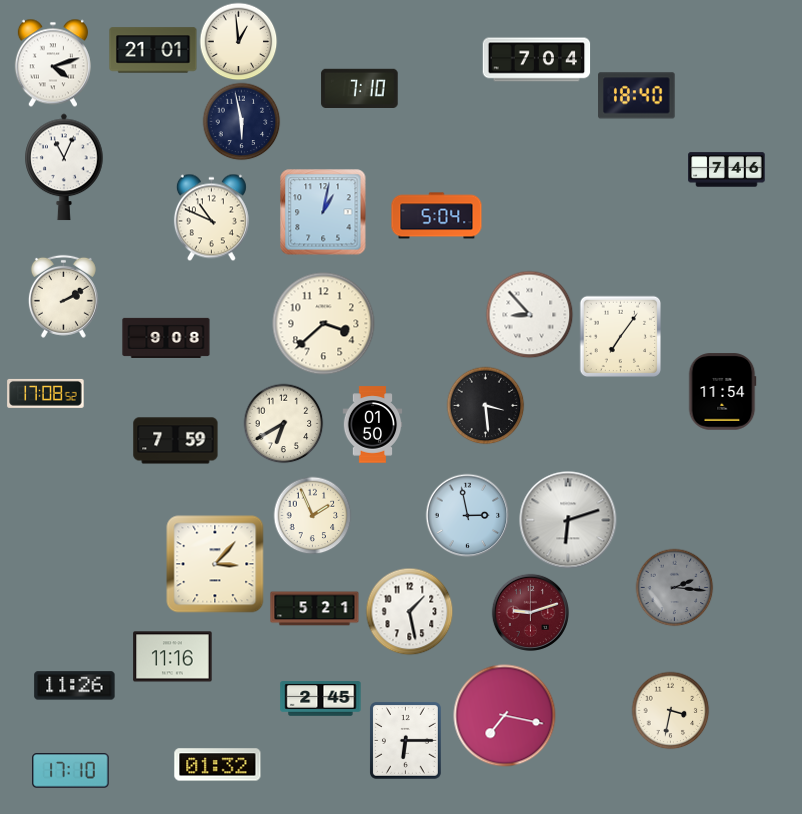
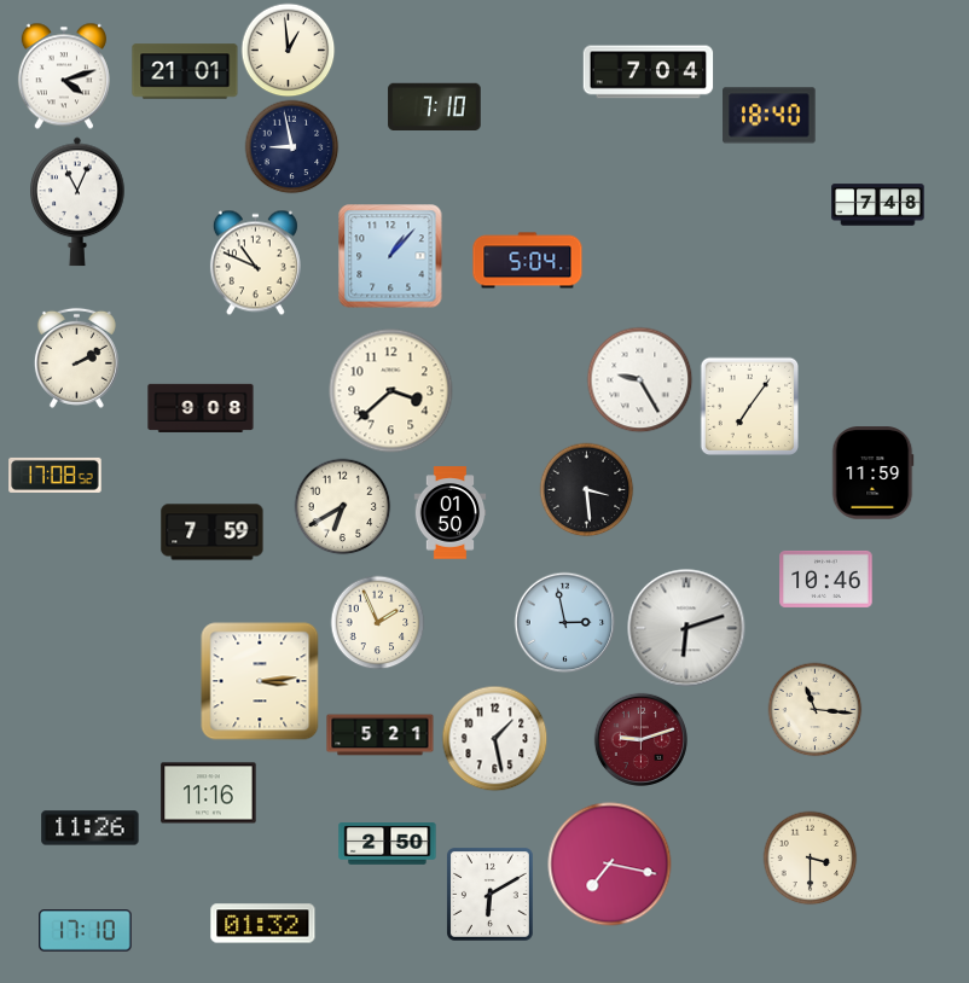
clock at (153, 50) position: (153, 50) -> (185, 71)
clock at (241, 121): 5:58 -> 8:58
clock at (727, 170): 7:46 -> 7:48
clock at (323, 212): 1:02 -> 1:07
clock at (529, 314): 8:53 -> 9:25
clock at (722, 392): 11:54 -> 11:59
clock at (283, 423) position: (283, 423) -> (342, 506)
clock at (826, 578): none -> 10:46
clock at (215, 564): 3:07 -> 3:14
clock at (674, 587): 2:16 -> 11:16
clock at (674, 587) dial: grey -> cream
clock at (321, 699): 2:45 -> 2:50
clock at (670, 710): 3:32 -> 3:30
clock at (406, 741): 6:15 -> 6:10
